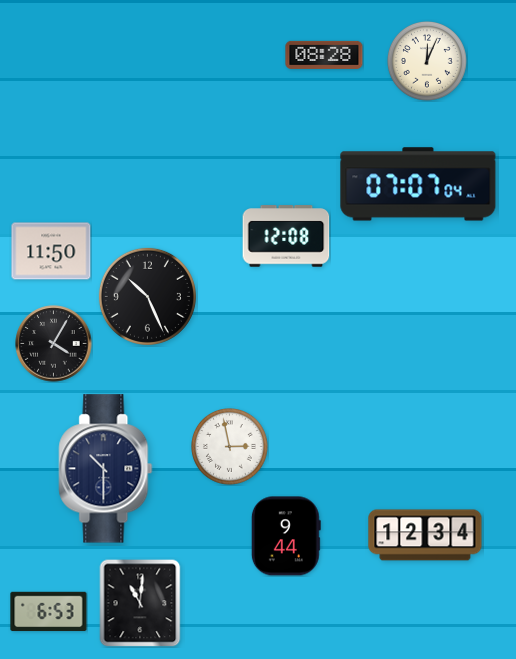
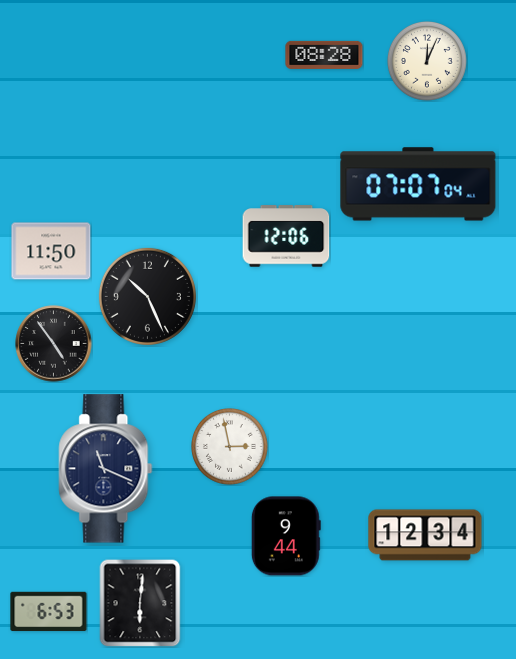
clock at (286, 236): 12:08 -> 12:06
clock at (54, 344): 4:05 -> 4:54
clock at (106, 469): 10:30 -> 11:19
clock at (140, 603): 11:01 -> 6:01
